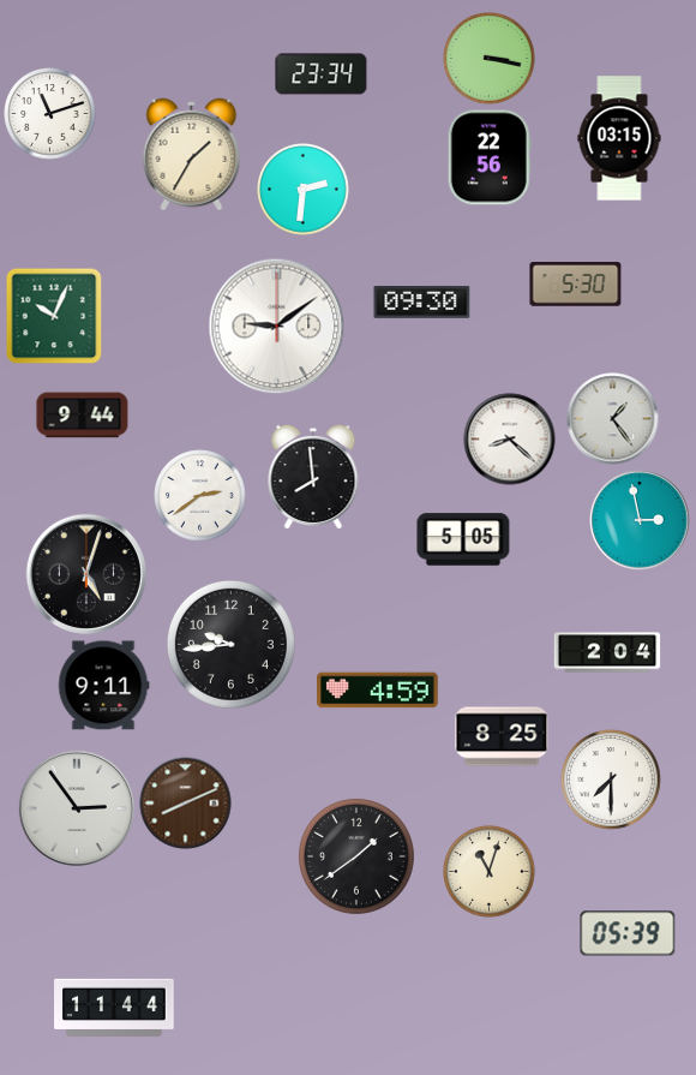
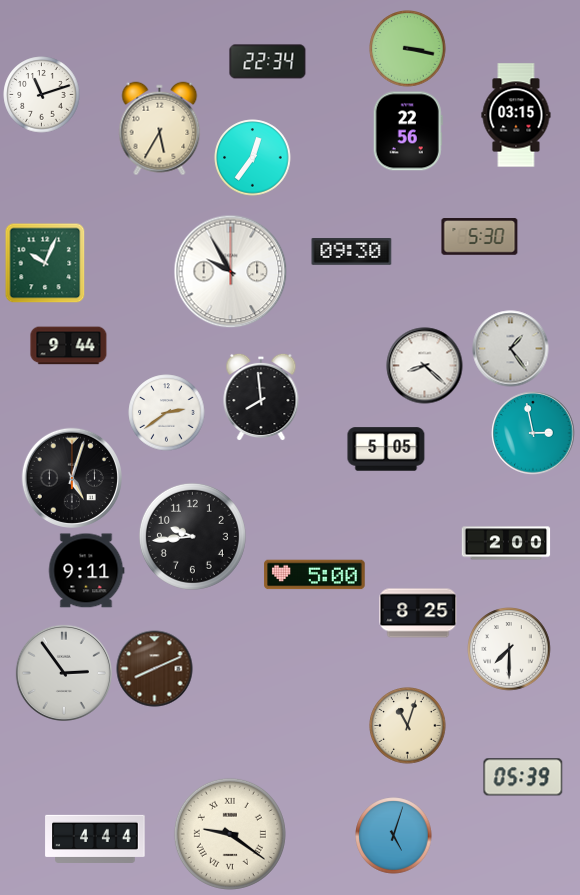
clock at (322, 74): 23:34 -> 22:34
clock at (192, 155): 1:35 -> 5:35
clock at (304, 190): 2:31 -> 12:36
clock at (277, 327): 9:09 -> 9:55
clock at (607, 652): 2:04 -> 2:00
clock at (378, 691): 4:59 -> 5:00
clock at (356, 856): 1:39 -> none
clock at (230, 834): none -> 9:21
clock at (394, 836): none -> 5:03
clock at (114, 1007): 11:44 -> 4:44
